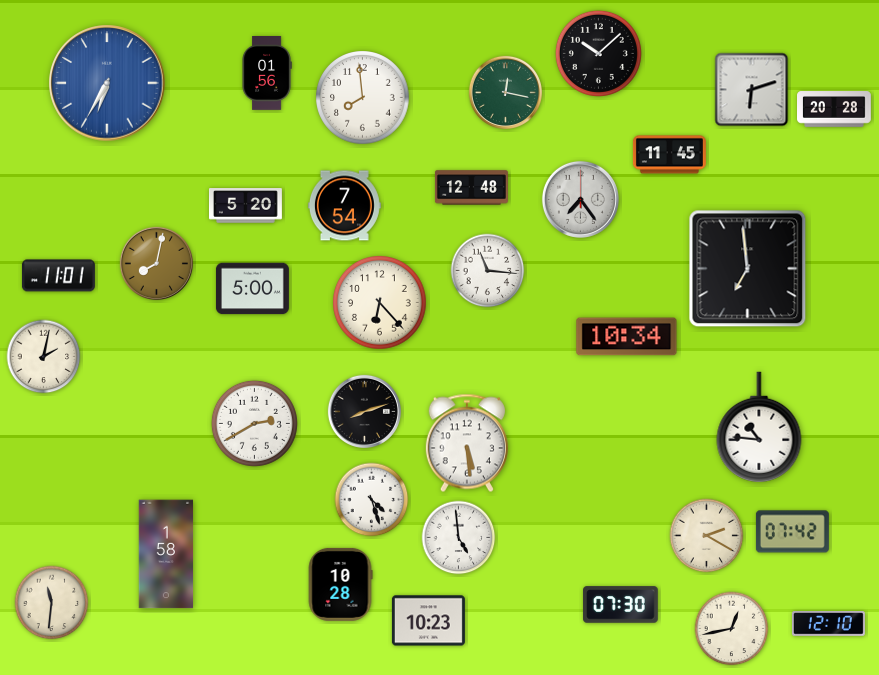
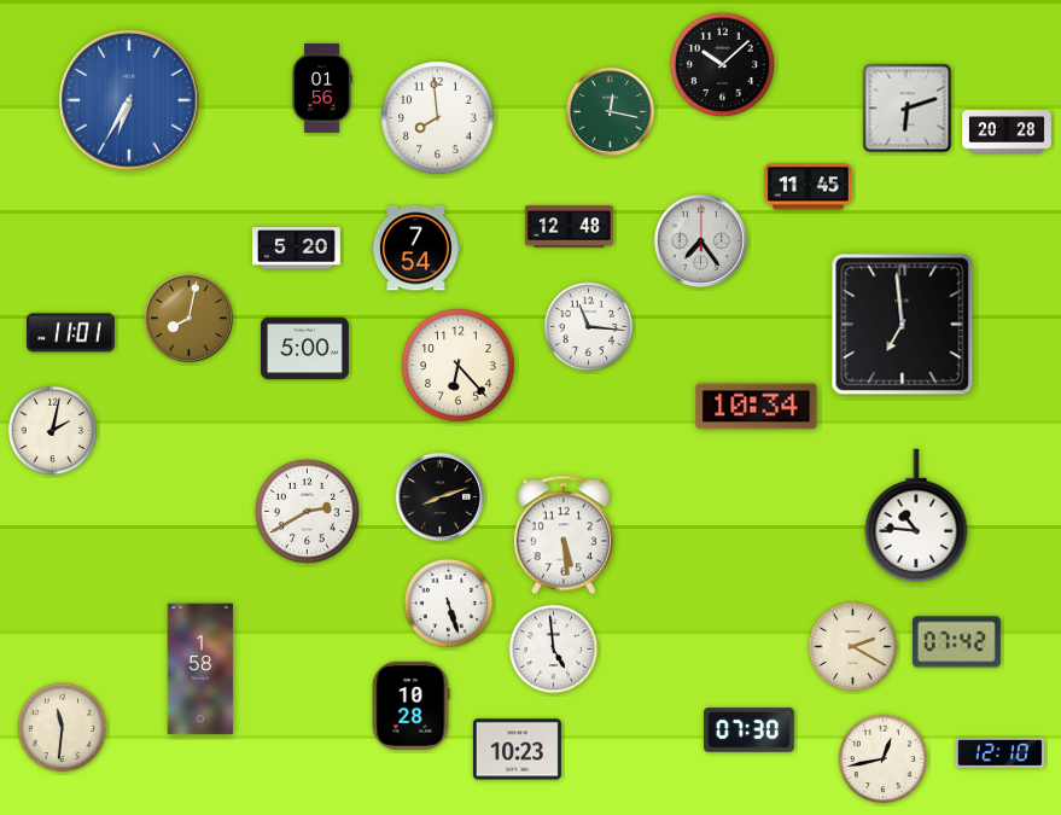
clock at (372, 500): 4:27 -> 5:27
